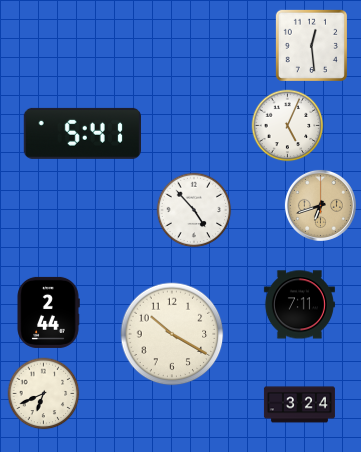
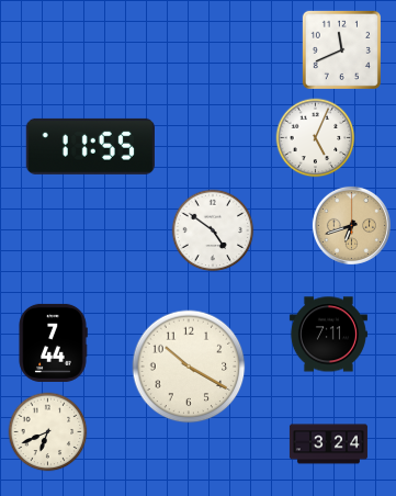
clock at (311, 45): 12:29 -> 11:41
clock at (82, 133): 5:41 -> 11:55
clock at (194, 210): 4:53 -> 4:51
clock at (48, 312): 2:44 -> 7:44
